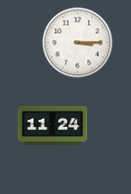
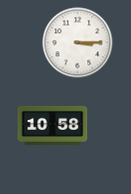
clock at (53, 125): 11:24 -> 10:58
